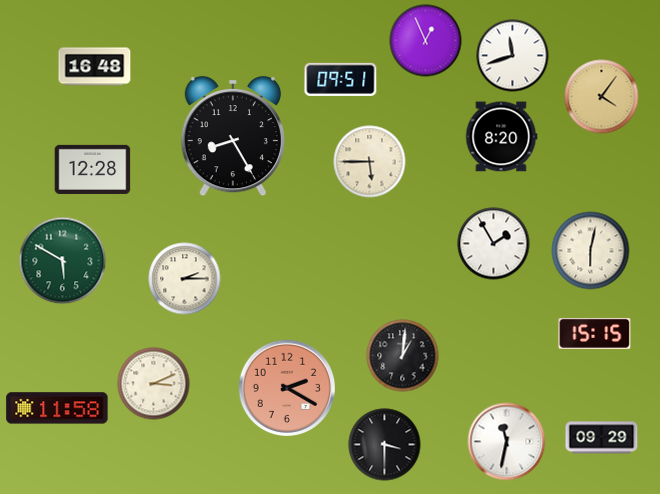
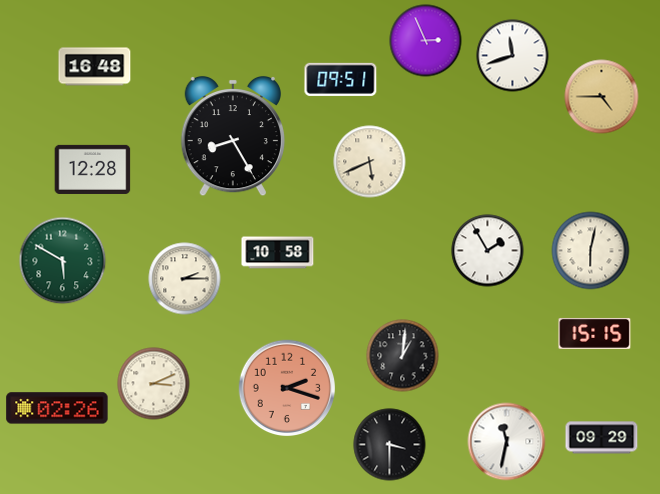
clock at (426, 41): 12:56 -> 2:56
clock at (602, 97): 4:06 -> 4:45
clock at (501, 137): 8:20 -> none
clock at (370, 162): 5:45 -> 5:41
clock at (494, 244) position: (494, 244) -> (488, 251)
clock at (278, 253): none -> 10:58
clock at (286, 387): 2:20 -> 2:18
clock at (57, 408): 11:58 -> 02:26
clock at (385, 445) position: (385, 445) -> (390, 445)
